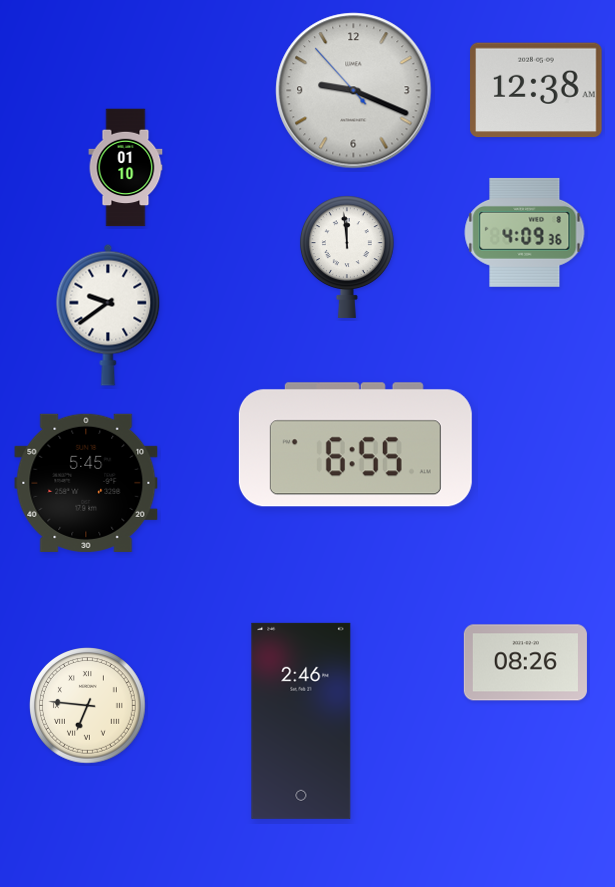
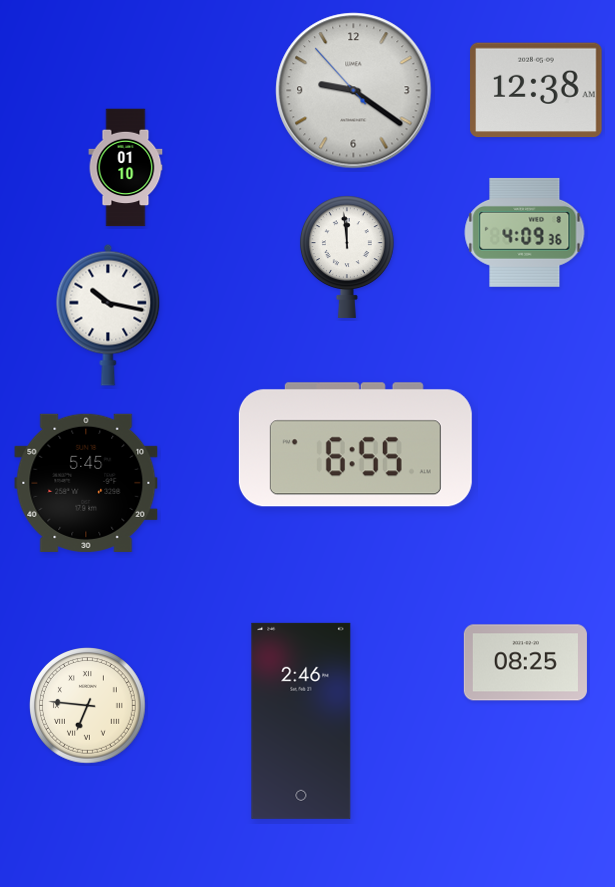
clock at (354, 91): 9:18 -> 9:20
clock at (108, 315): 9:39 -> 10:17
clock at (525, 663): 08:26 -> 08:25
